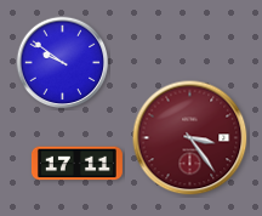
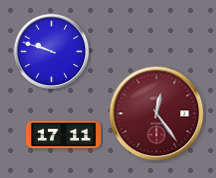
clock at (63, 63): 9:51 -> 9:48
clock at (190, 138): 3:24 -> 12:24
